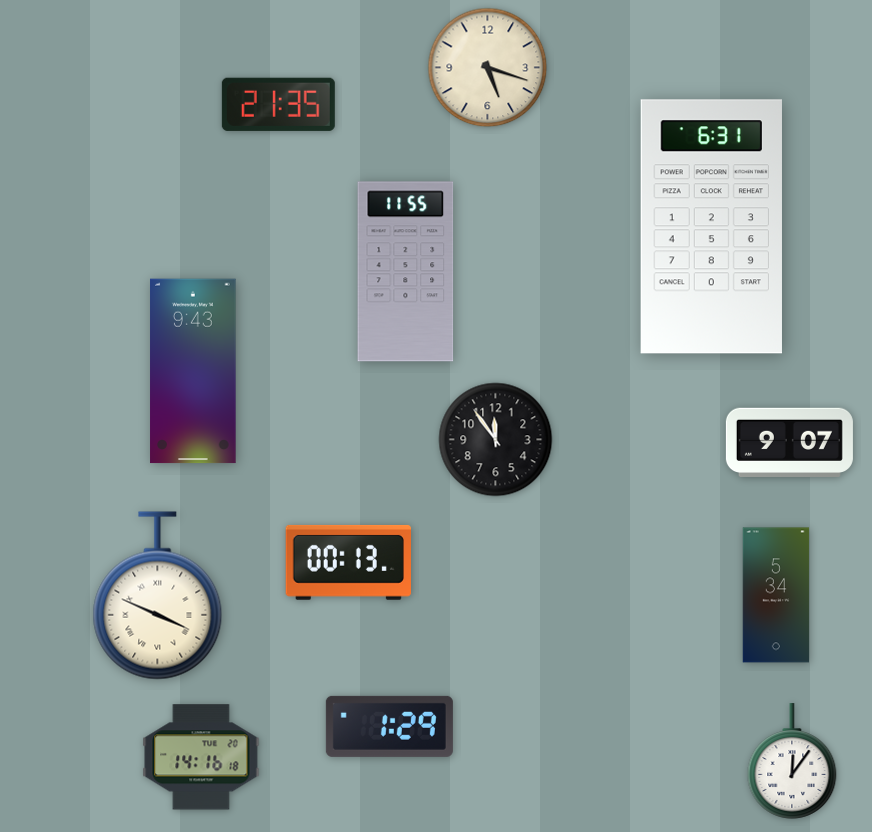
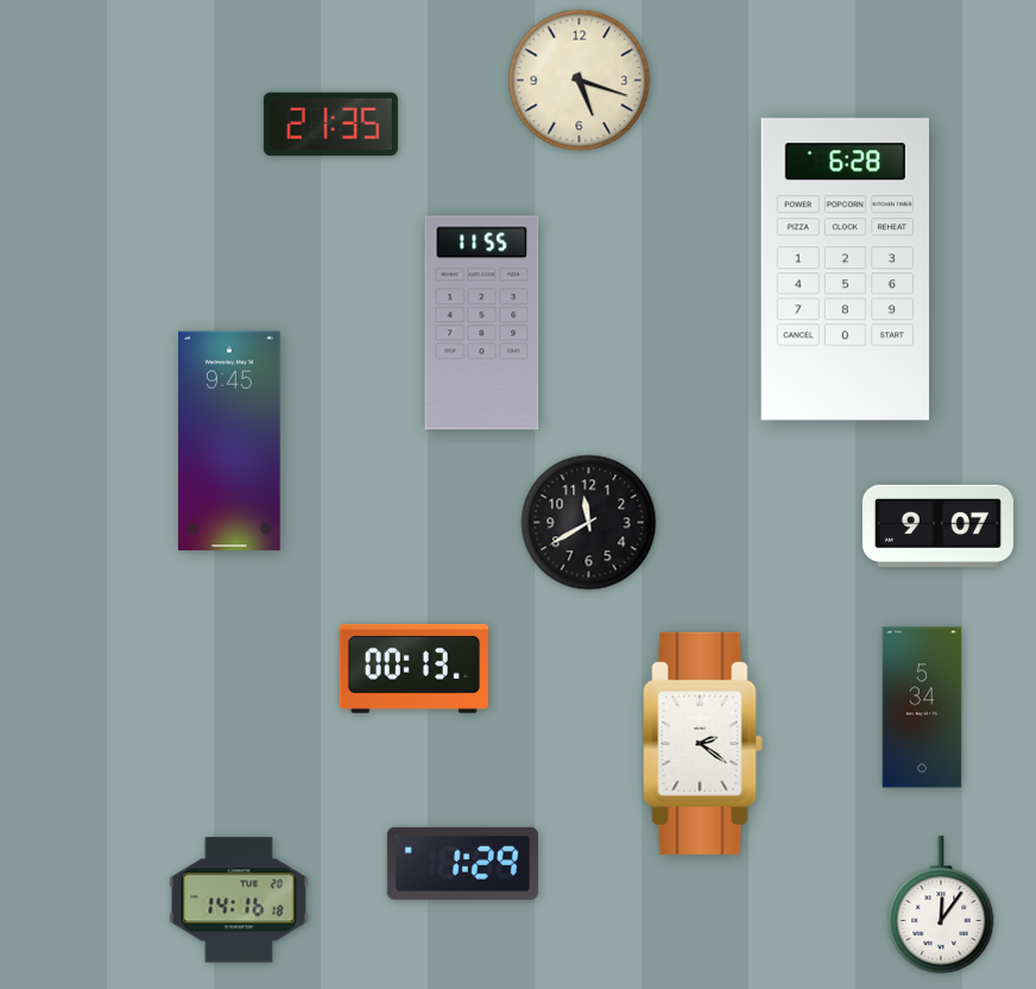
clock at (711, 227): 6:31 -> 6:28
clock at (193, 371): 9:43 -> 9:45
clock at (496, 440): 11:54 -> 11:40
clock at (158, 596): 3:49 -> none
clock at (703, 743): none -> 2:21
